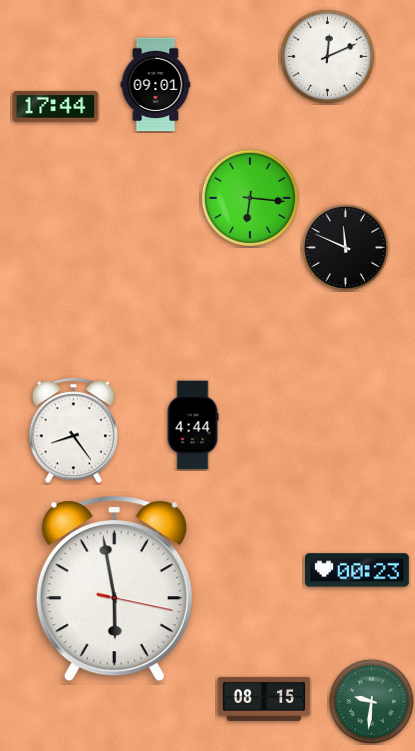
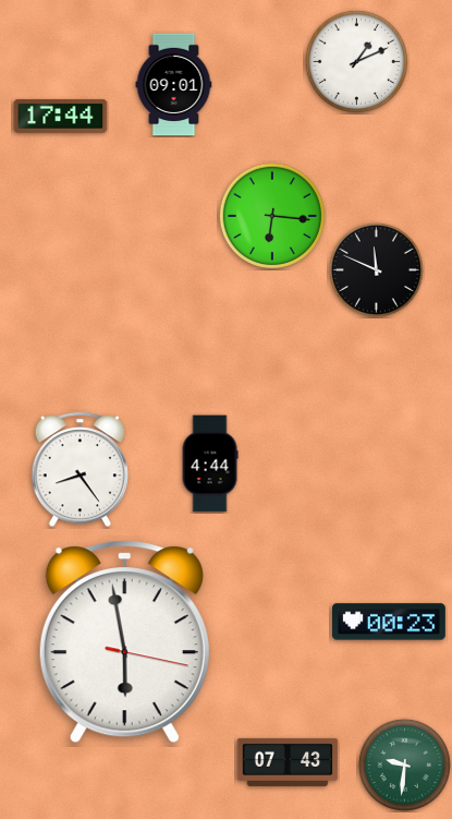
clock at (327, 56): 12:11 -> 1:11
clock at (156, 85) position: (156, 85) -> (174, 85)
clock at (264, 699): 08:15 -> 07:43
